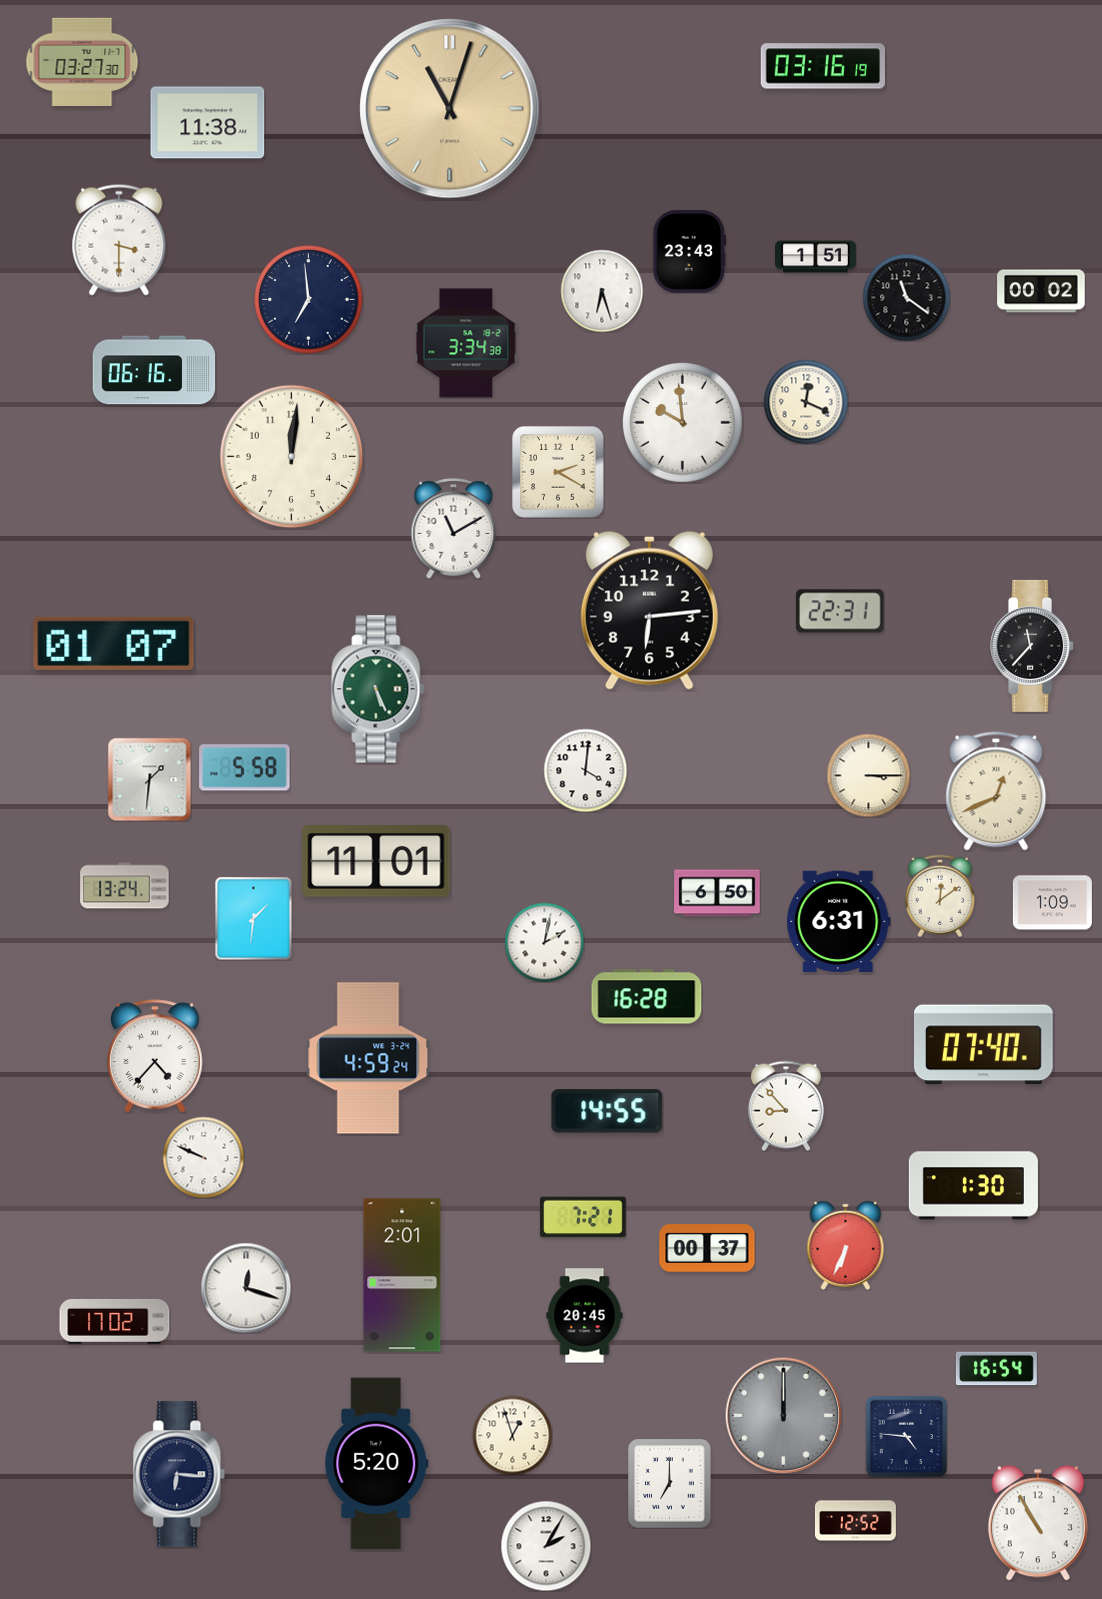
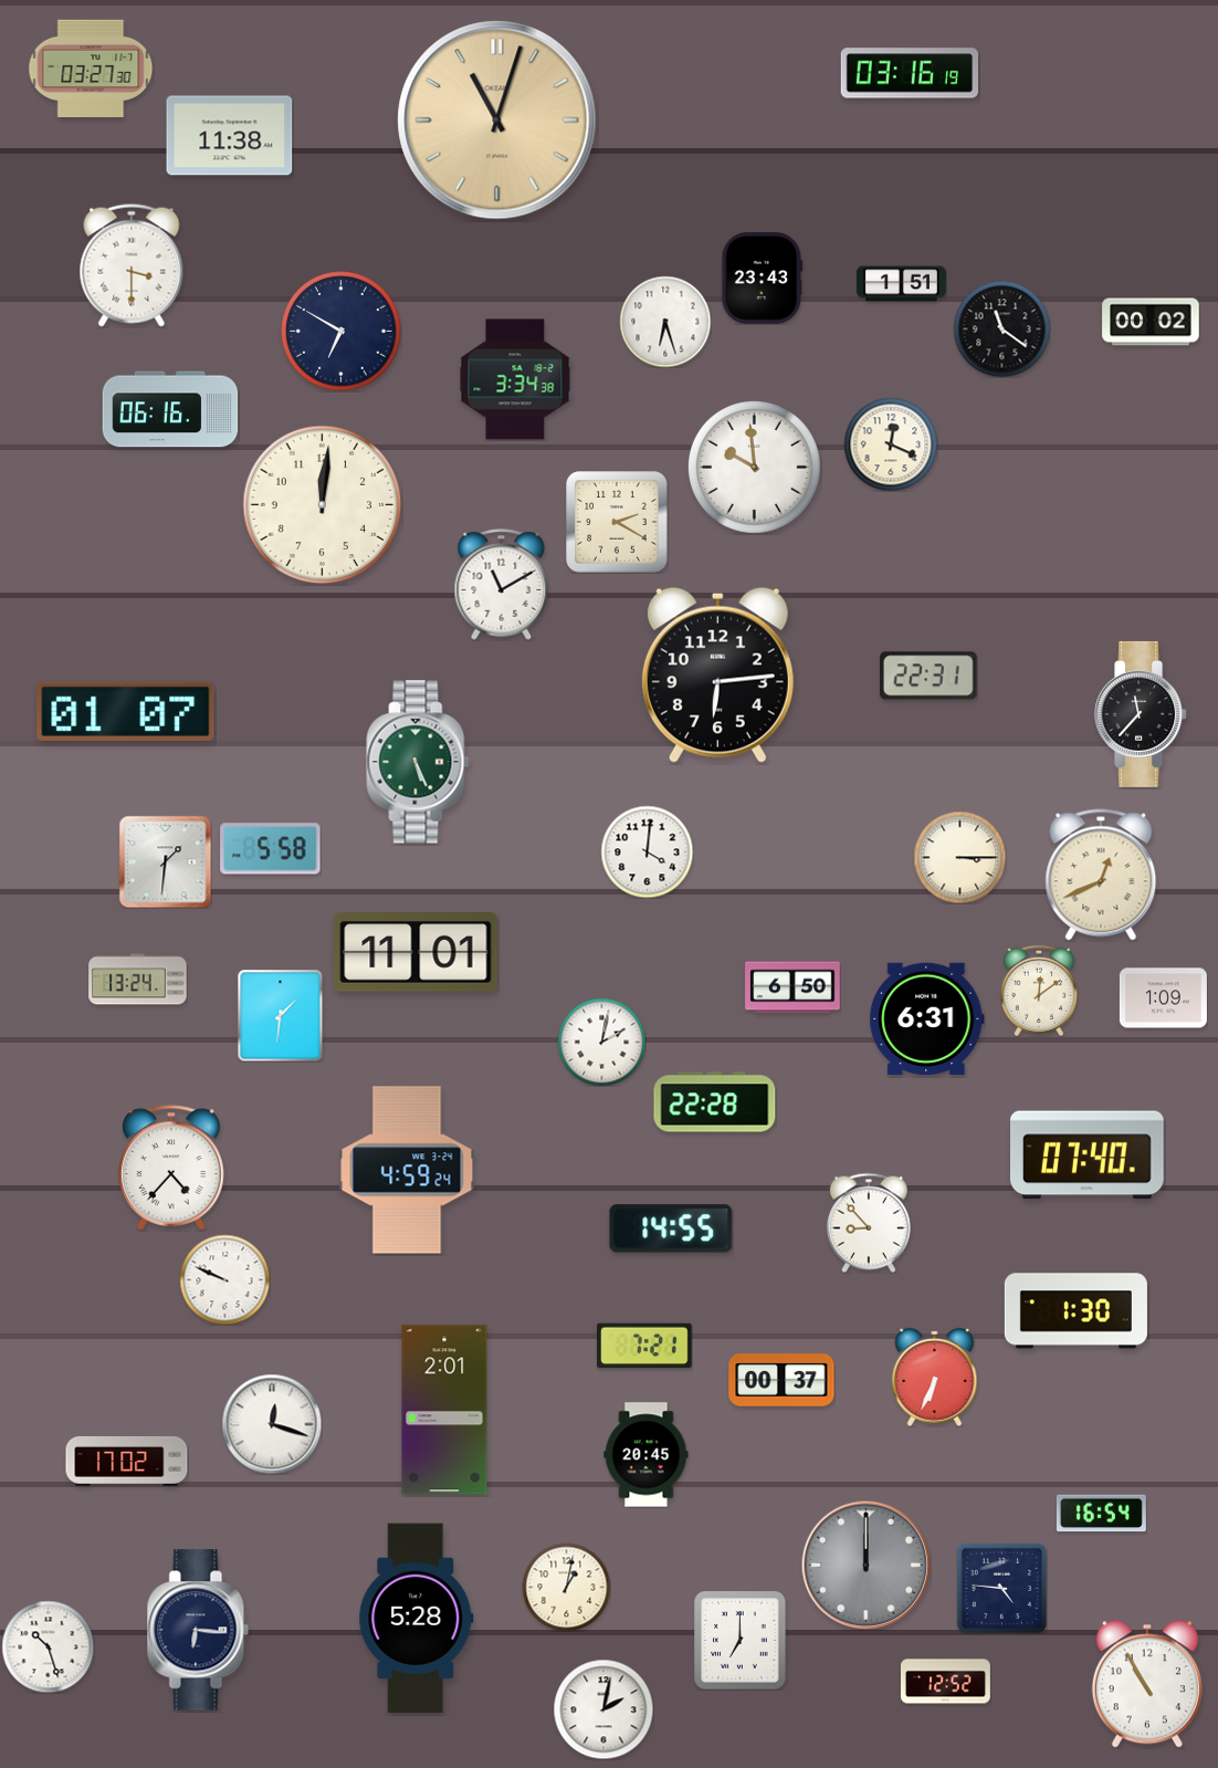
clock at (309, 300): 6:59 -> 6:50
clock at (647, 997): 16:28 -> 22:28
clock at (512, 1435): 12:57 -> 1:02
clock at (377, 1464): 5:20 -> 5:28
clock at (48, 1646): none -> 10:27
clock at (546, 1546): 2:05 -> 2:02
